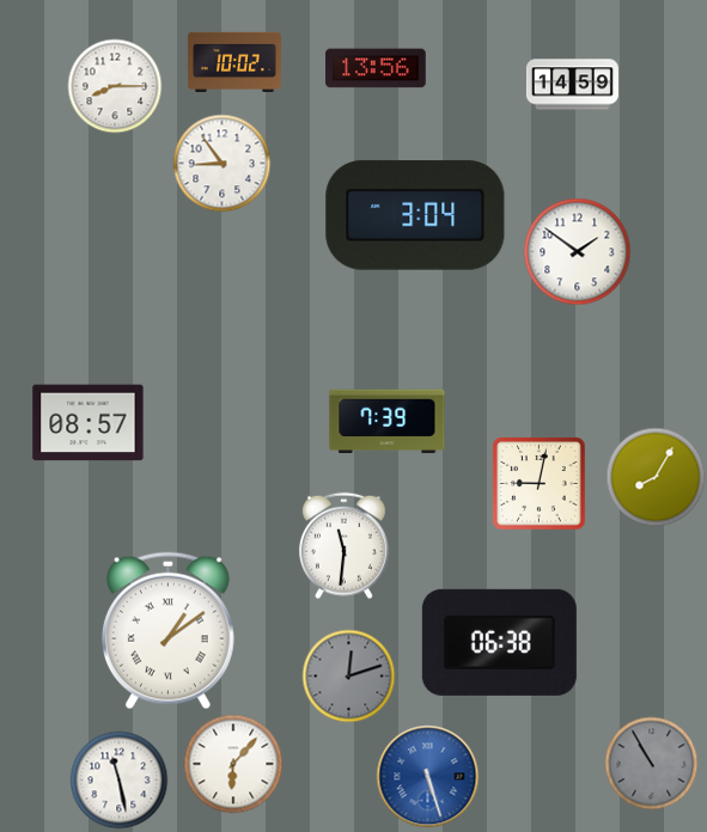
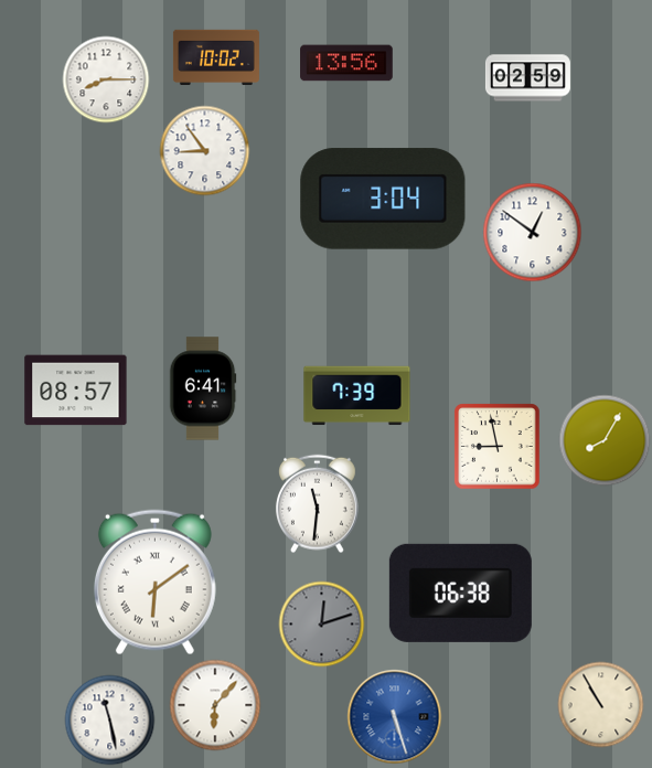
clock at (572, 85): 14:59 -> 02:59
clock at (577, 251): 1:51 -> 12:51
clock at (203, 388): none -> 6:41
clock at (388, 422) position: (388, 422) -> (357, 396)
clock at (89, 423) position: (89, 423) -> (76, 391)
clock at (538, 483): 9:02 -> 8:58
clock at (167, 631): 1:09 -> 6:09
clock at (651, 763) dial: grey -> cream
